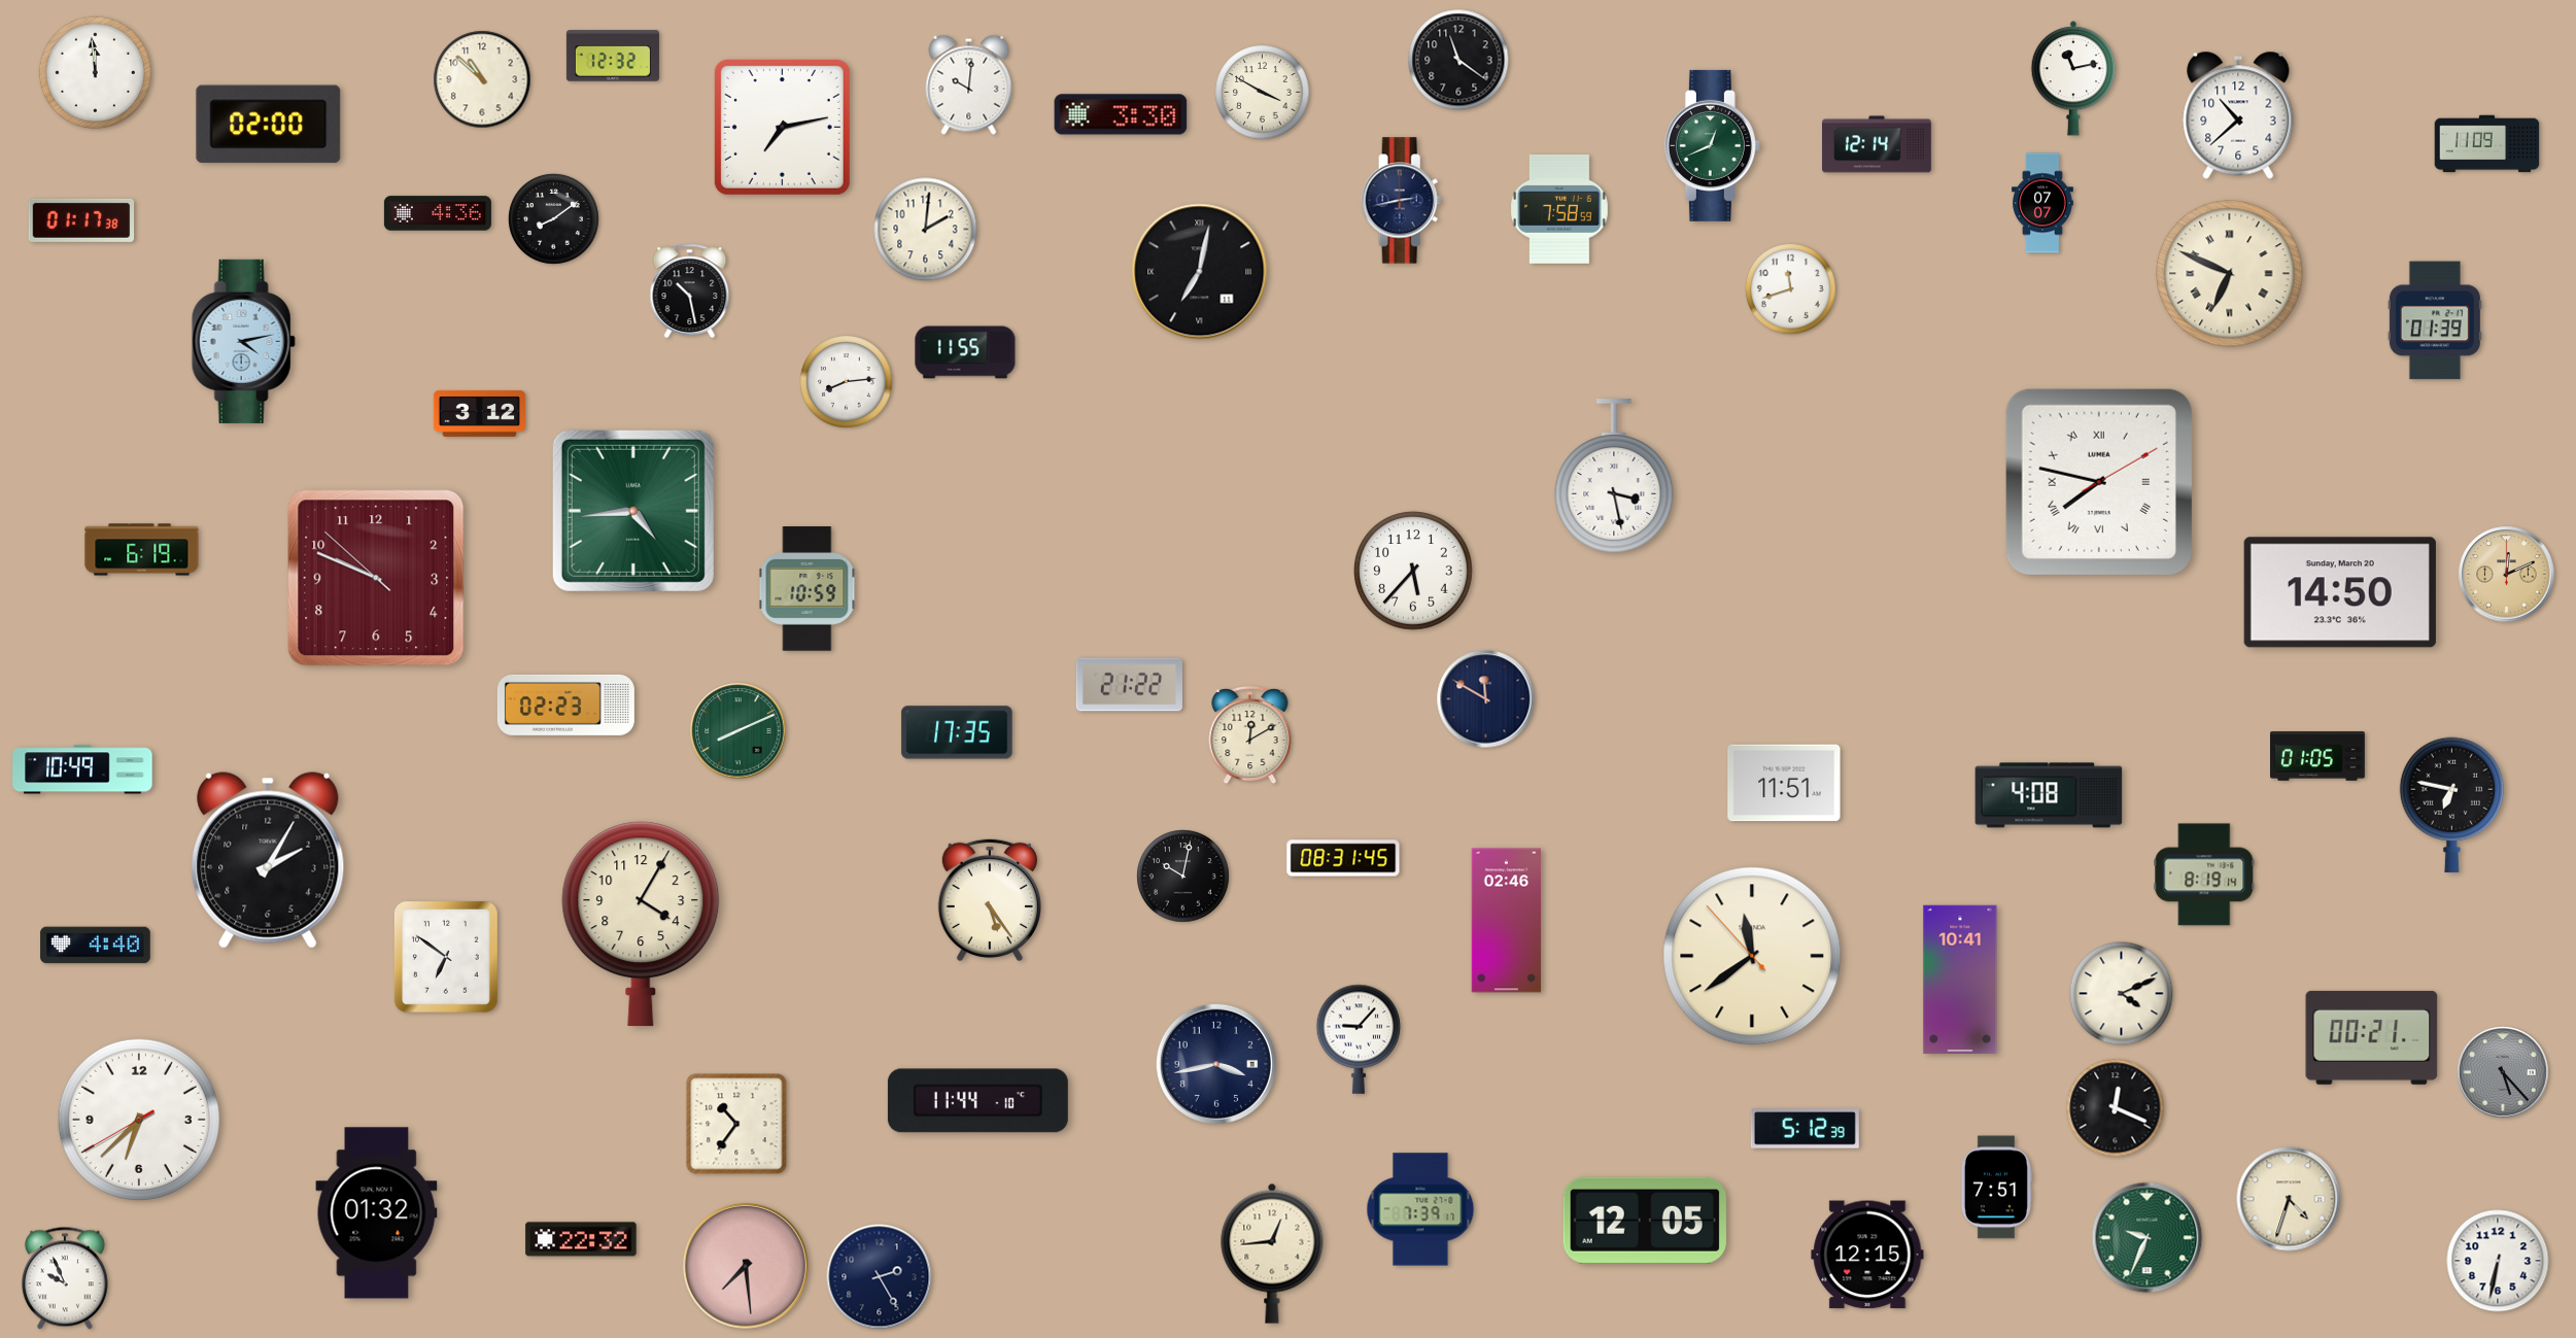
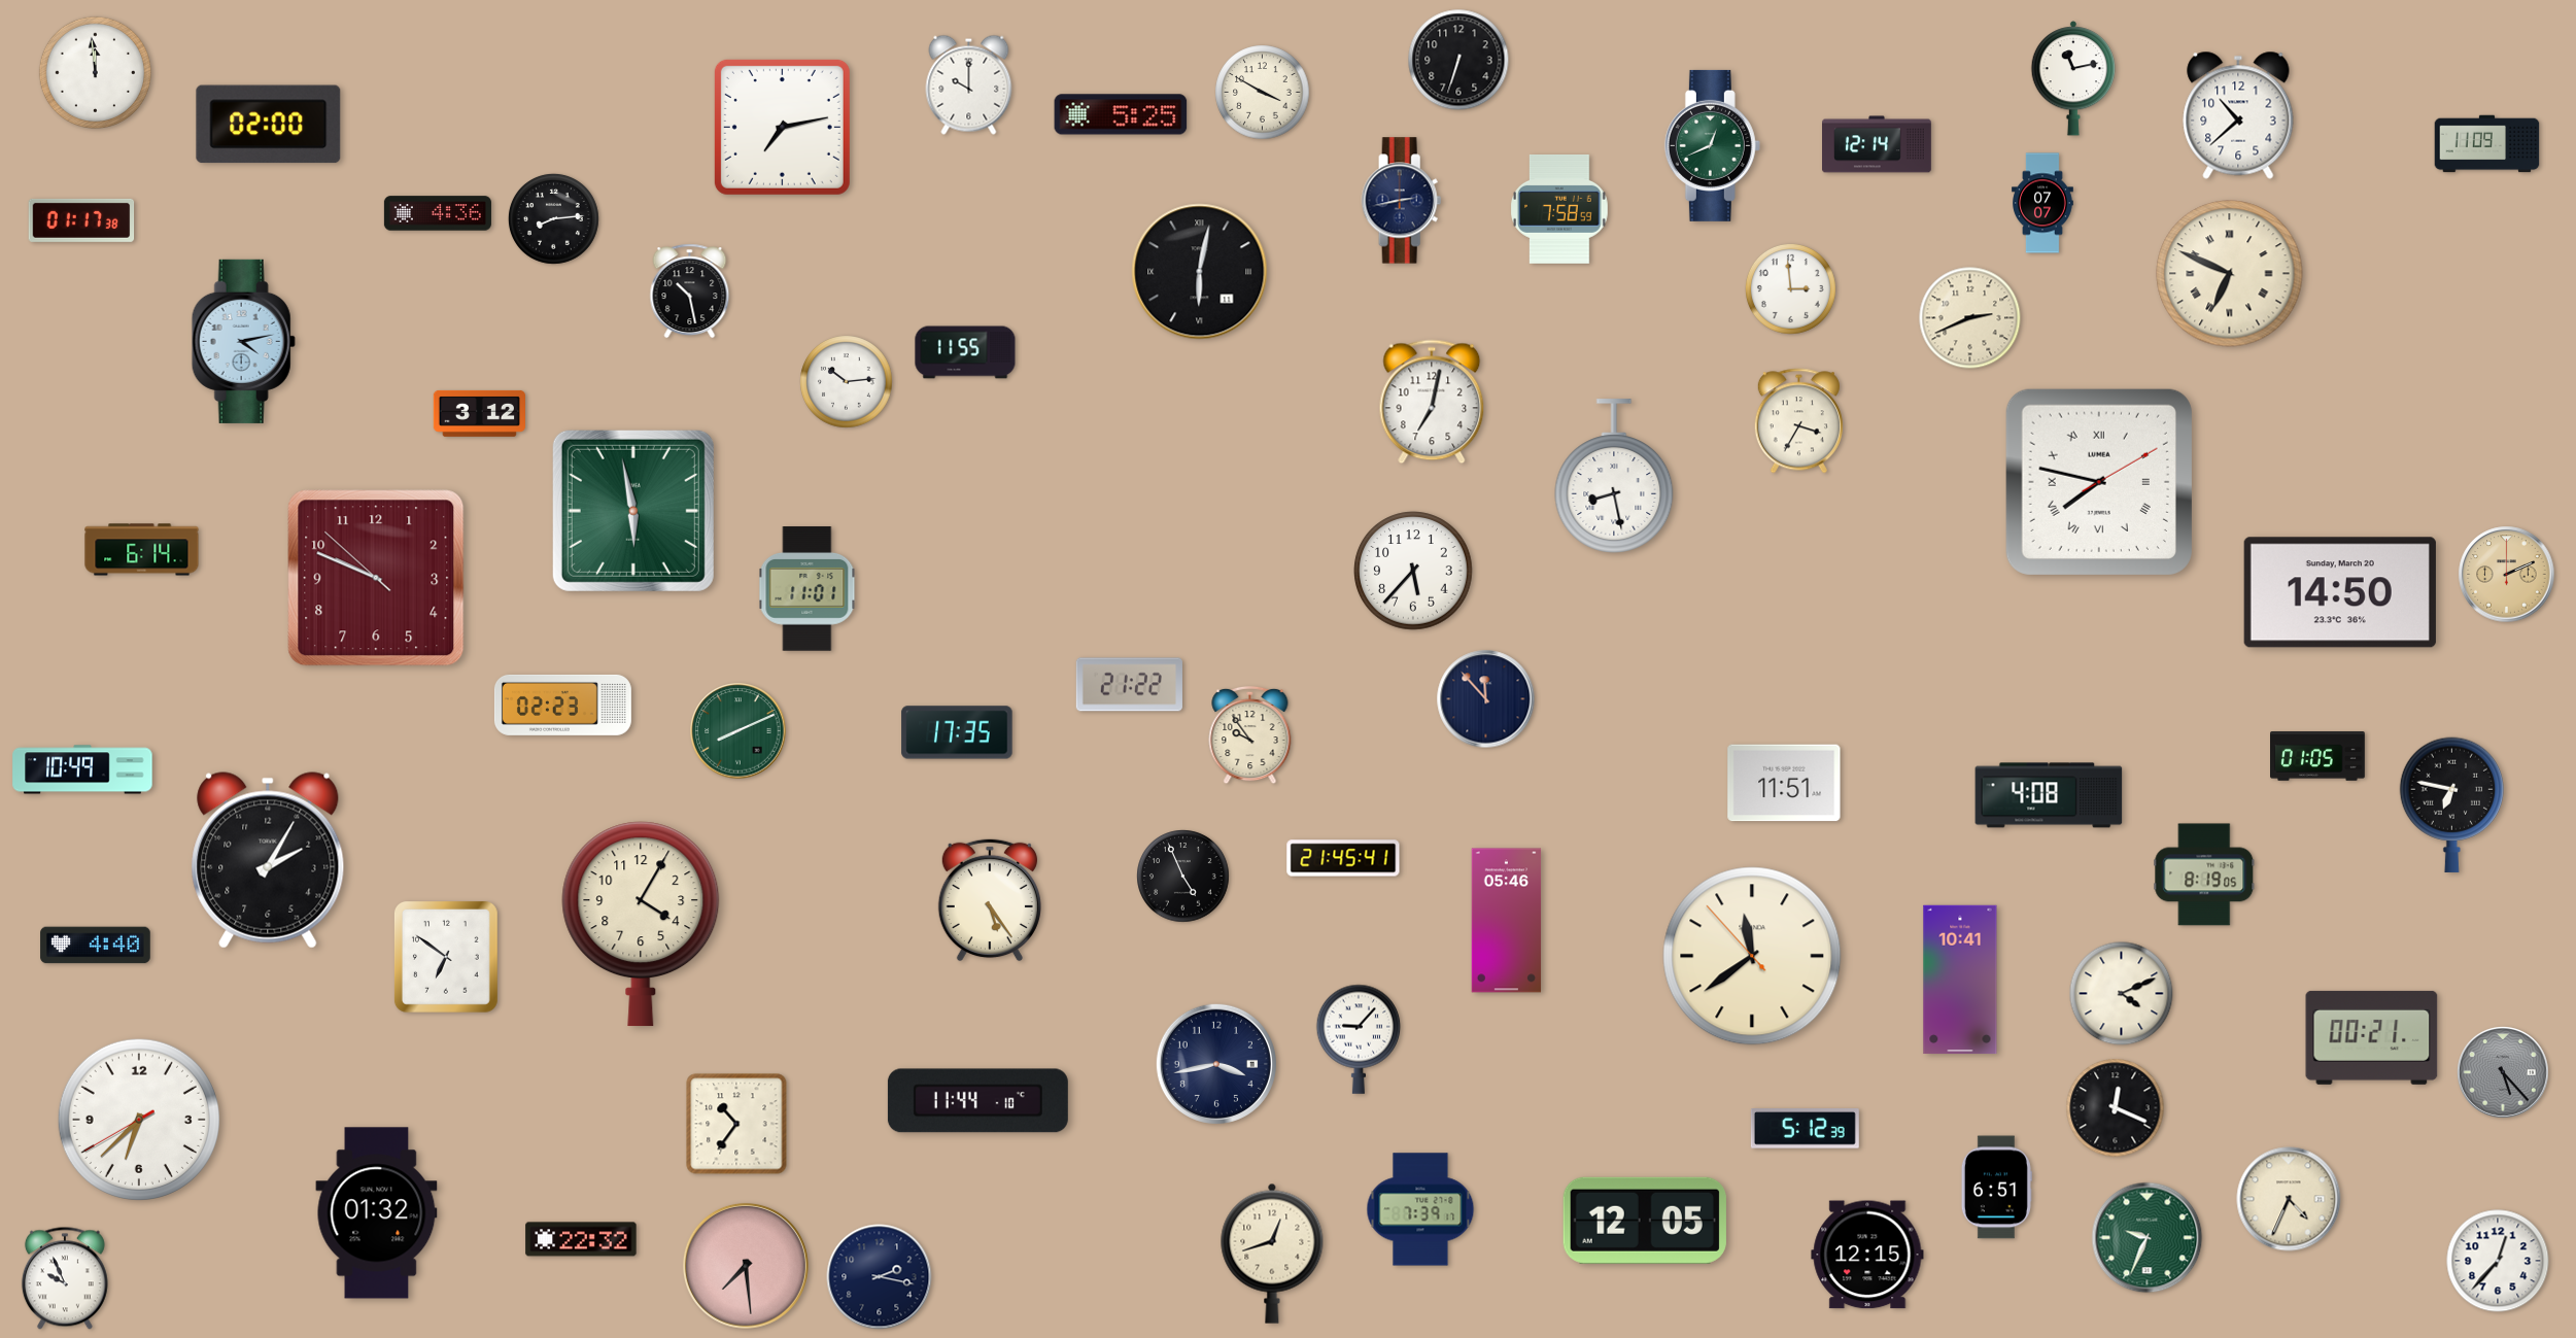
clock at (613, 56): 12:32 -> none
clock at (1458, 60): 11:21 -> 6:33
clock at (482, 79): 10:52 -> none
clock at (969, 84): 10:01 -> 10:00
clock at (1121, 114): 3:30 -> 5:25
clock at (553, 218): 8:09 -> 8:14
clock at (926, 230): 2:01 -> none
clock at (1200, 272): 7:02 -> 6:02
clock at (1790, 288): 11:42 -> 2:59
clock at (1970, 318): none -> 2:41
clock at (2435, 320): 01:39 -> none
clock at (847, 382): 8:14 -> 10:14
clock at (1432, 402): none -> 7:02
clock at (1798, 421): none -> 3:35
clock at (1614, 476): 3:28 -> 8:28
clock at (633, 511): 4:44 -> 5:58
clock at (142, 550): 6:19 -> 6:14
clock at (2507, 575): 12:11 -> 2:11
clock at (808, 589): 10:59 -> 11:01
clock at (1486, 699): 11:50 -> 11:53
clock at (565, 705) position: (565, 705) -> (562, 705)
clock at (1250, 735): 12:10 -> 9:54
clock at (1343, 858): 08:31 -> 21:45
clock at (2204, 874): 8:19:14 -> 8:19:05
clock at (1183, 877): 10:02 -> 4:56
clock at (1507, 921): 02:46 -> 05:46
clock at (1996, 1188): 7:51 -> 6:51
clock at (2289, 1199): 4:33 -> 4:34
clock at (1272, 1254): 12:44 -> 12:42
clock at (2498, 1261): 6:32 -> 12:37
clock at (880, 1277): 2:25 -> 2:17
